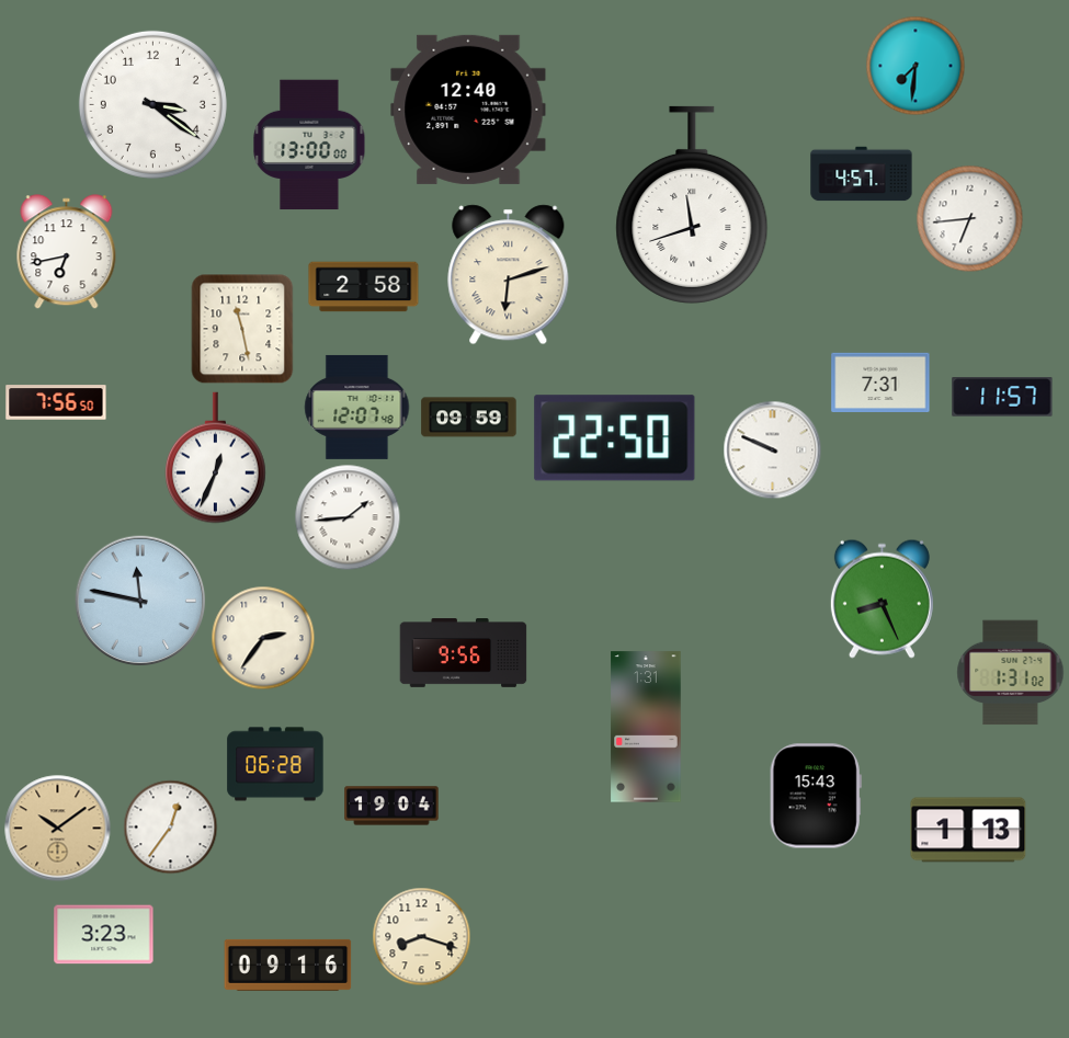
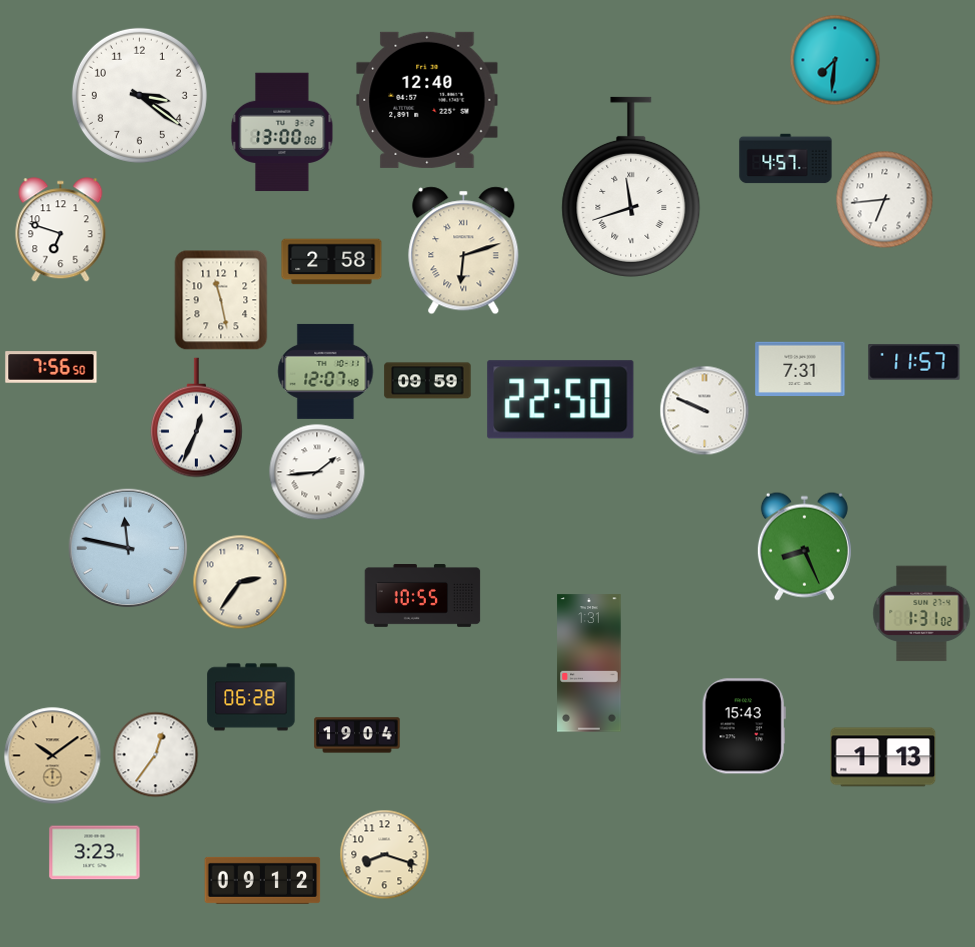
clock at (67, 252): 6:43 -> 6:48
clock at (880, 381) position: (880, 381) -> (800, 368)
clock at (464, 653): 9:56 -> 10:55
clock at (288, 965): 09:16 -> 09:12
